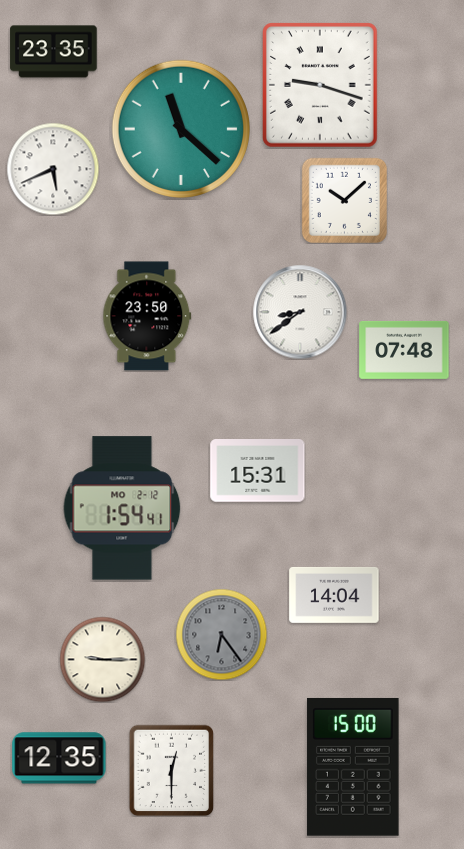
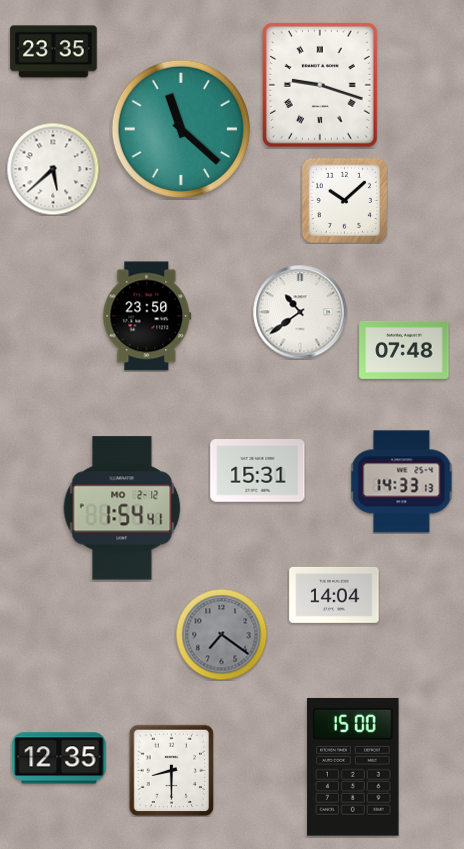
clock at (53, 169): 5:41 -> 5:38
clock at (300, 312): 8:39 -> 10:39
clock at (402, 482): none -> 14:33
clock at (221, 634): 6:24 -> 7:21
clock at (102, 659): 9:15 -> none
clock at (172, 770): 12:30 -> 8:30
